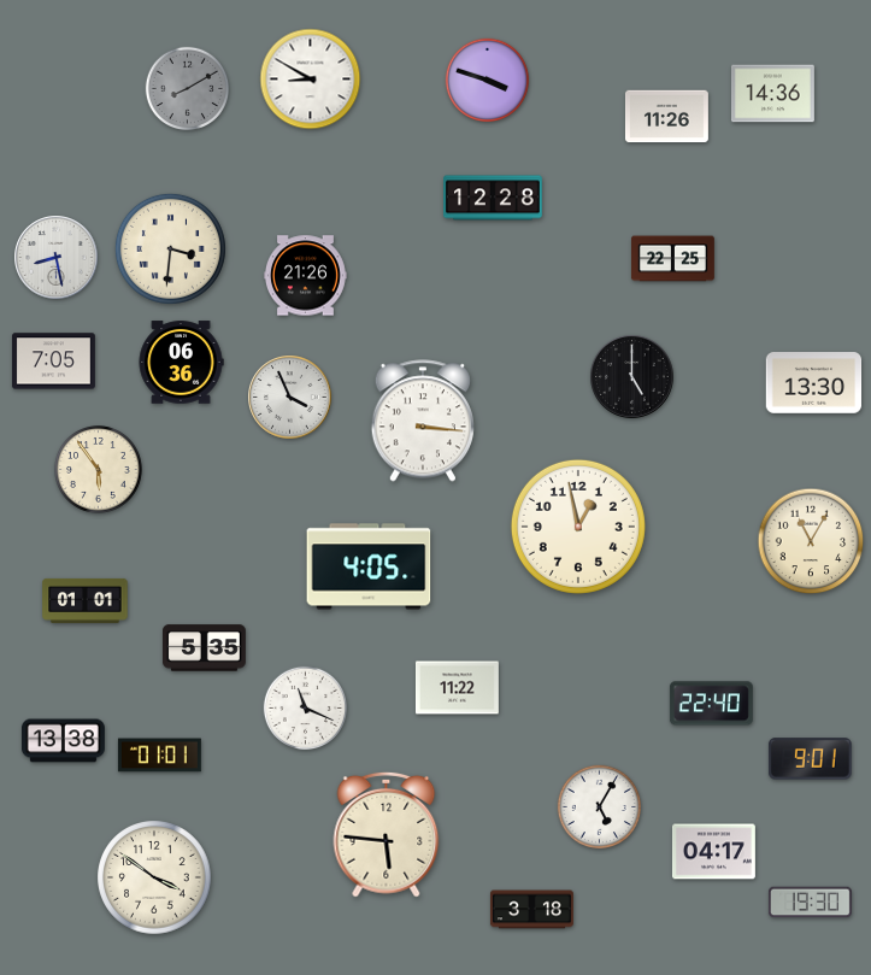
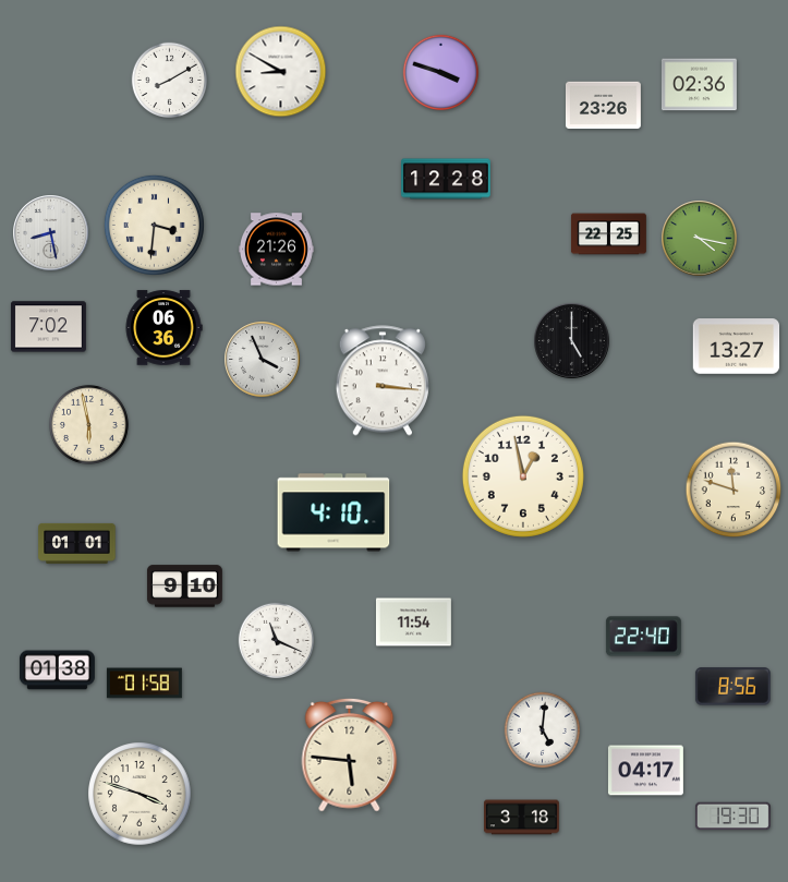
clock at (188, 89) dial: grey -> white
clock at (772, 94): 14:36 -> 02:36
clock at (666, 117): 11:26 -> 23:26
clock at (700, 239): none -> 4:17
clock at (53, 362): 7:05 -> 7:02
clock at (814, 383): 13:30 -> 13:27
clock at (99, 470): 5:54 -> 5:58
clock at (811, 541): 11:05 -> 11:48
clock at (369, 566): 4:05 -> 4:10
clock at (204, 648): 5:35 -> 9:10
clock at (457, 688): 11:22 -> 11:54
clock at (63, 741): 13:38 -> 01:38
clock at (159, 756): 01:01 -> 01:58
clock at (810, 759): 9:01 -> 8:56
clock at (600, 807): 5:05 -> 5:01
clock at (154, 877): 3:51 -> 3:48
clock at (531, 910) position: (531, 910) -> (521, 818)
